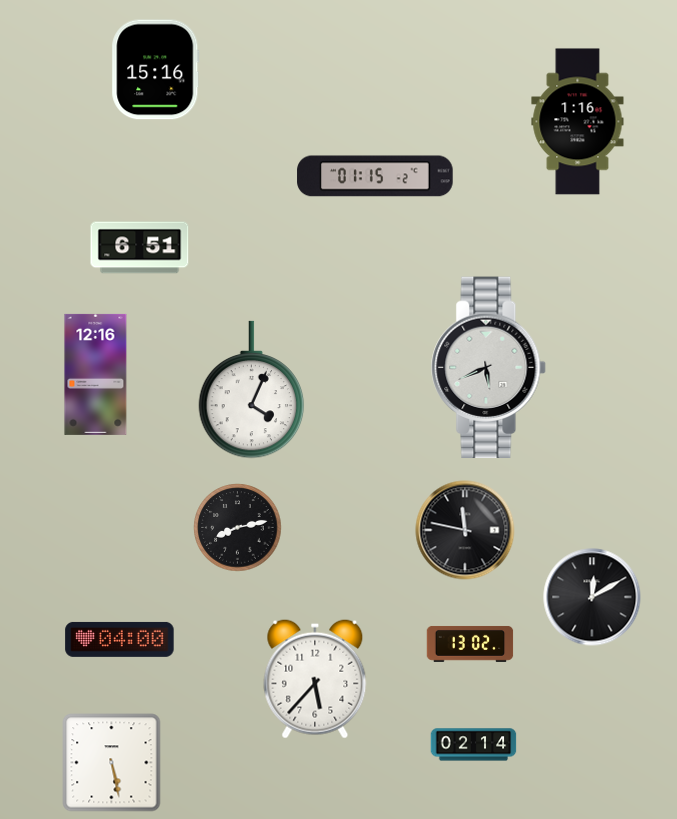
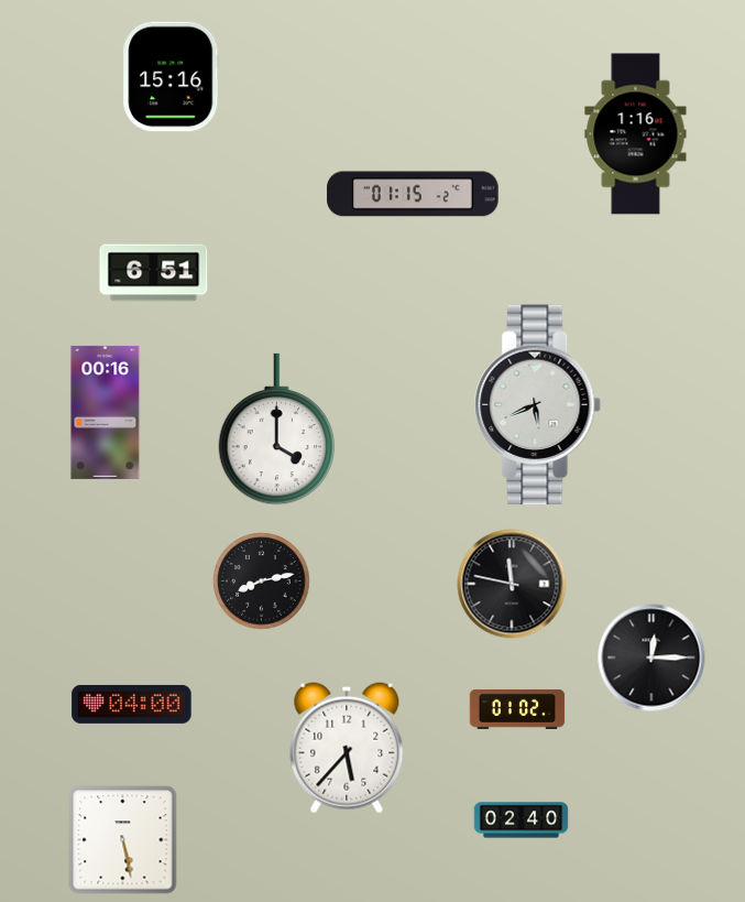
clock at (96, 374): 12:16 -> 00:16
clock at (252, 390): 4:04 -> 4:00
clock at (592, 597): 12:10 -> 12:15
clock at (470, 644): 13:02 -> 01:02
clock at (474, 745): 02:14 -> 02:40
